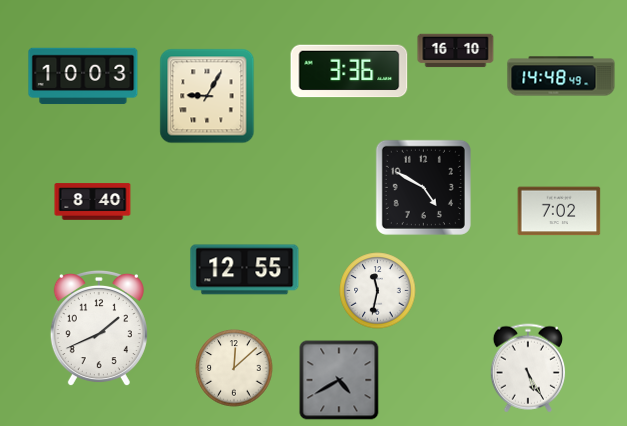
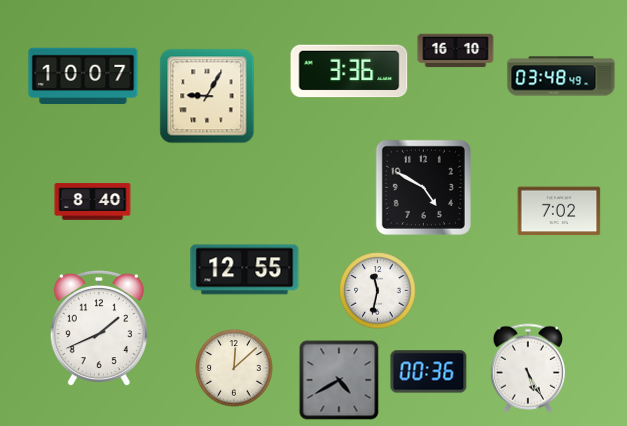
clock at (83, 76): 10:03 -> 10:07
clock at (561, 76): 14:48 -> 03:48
clock at (429, 372): none -> 00:36
